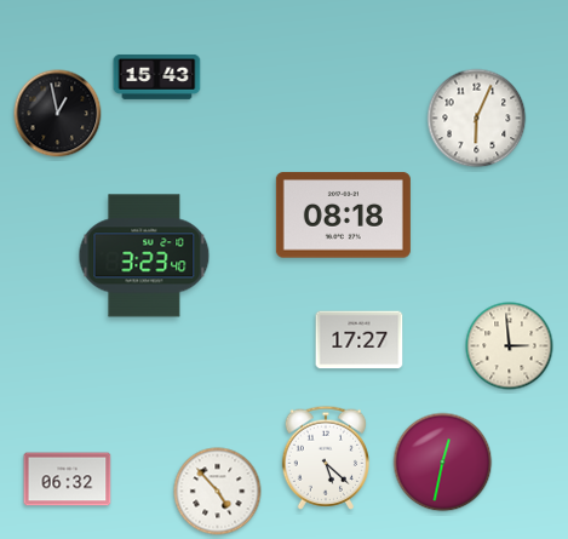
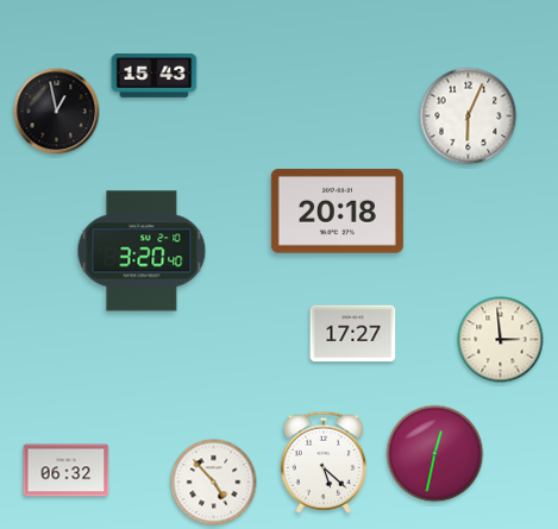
clock at (343, 216): 08:18 -> 20:18
clock at (144, 256): 3:23 -> 3:20
clock at (325, 458) position: (325, 458) -> (322, 462)
